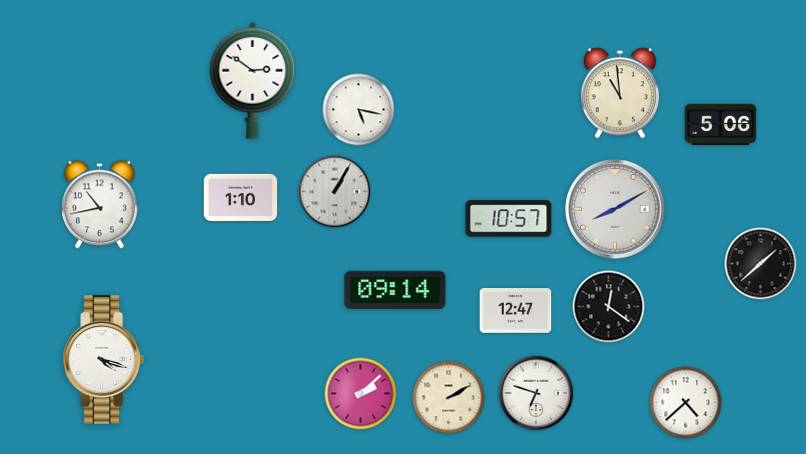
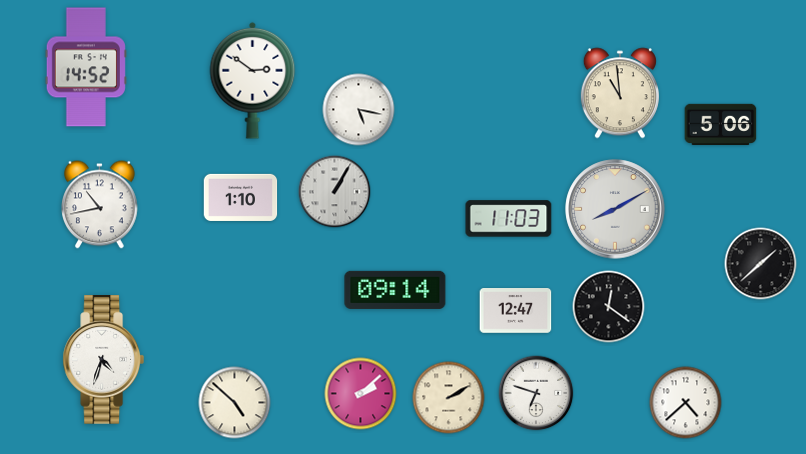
clock at (86, 67): none -> 14:52
clock at (509, 219): 10:57 -> 11:03
clock at (103, 360): 4:18 -> 4:33
clock at (235, 403): none -> 4:52
